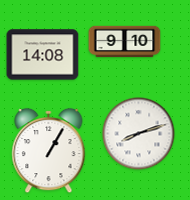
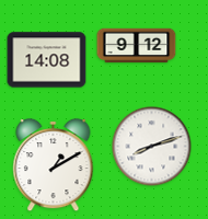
clock at (125, 42): 9:10 -> 9:12
clock at (49, 151): 1:05 -> 1:10
